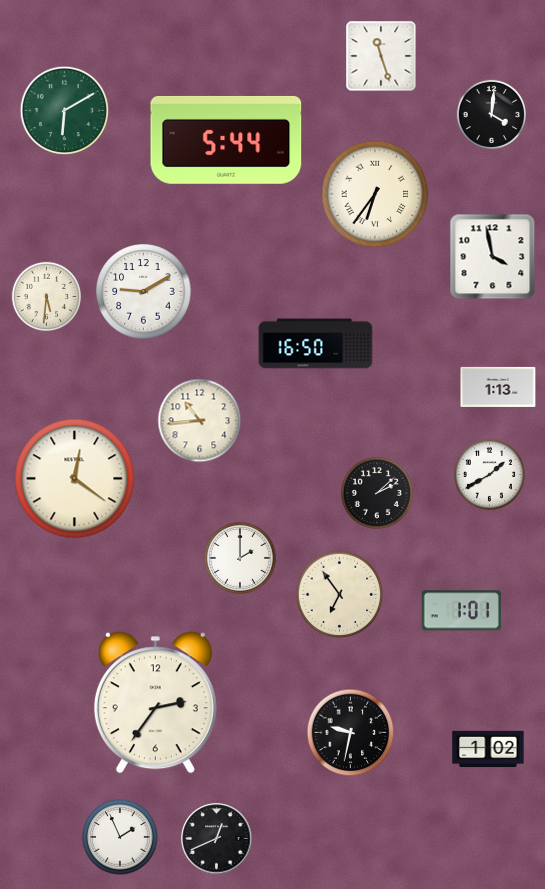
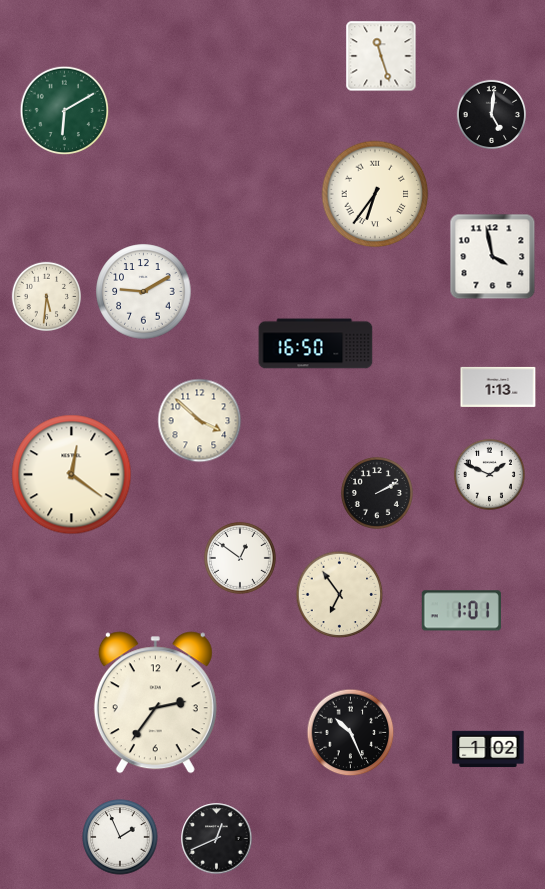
clock at (491, 114): 4:01 -> 5:01
clock at (226, 140): 5:44 -> none
clock at (200, 421): 10:44 -> 3:52
clock at (489, 474): 1:40 -> 1:49
clock at (75, 479) position: (75, 479) -> (72, 475)
clock at (377, 493): 2:08 -> 2:10
clock at (240, 558): 2:00 -> 12:51
clock at (351, 733): 9:32 -> 10:26
